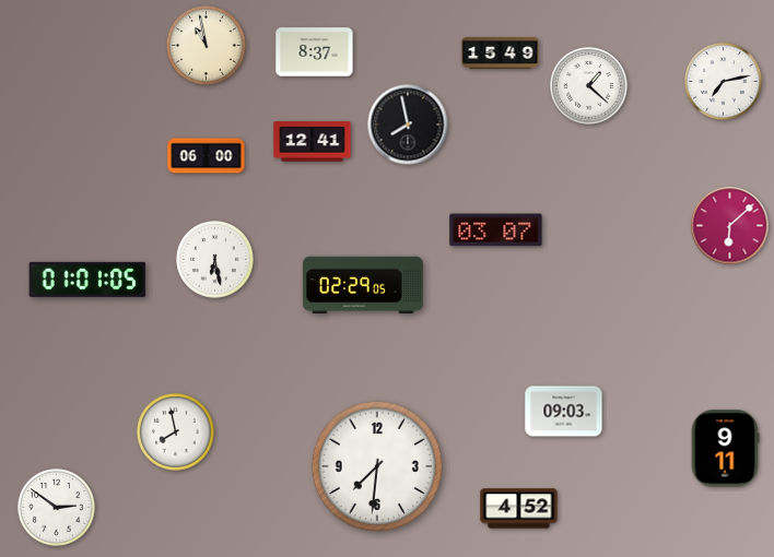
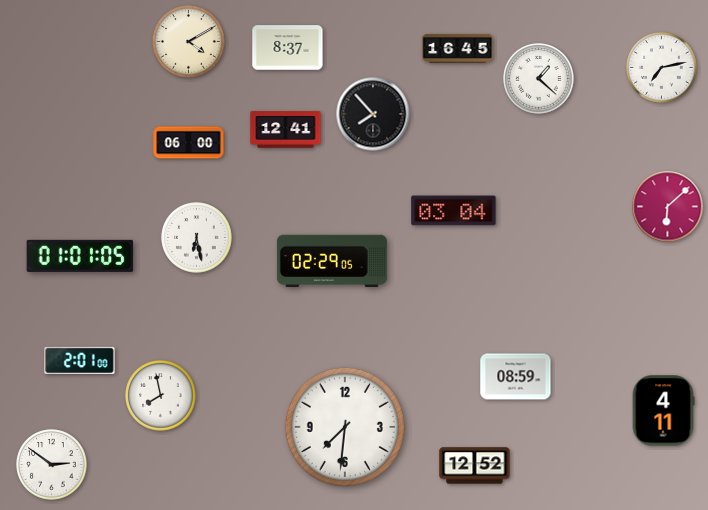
clock at (207, 46): 10:58 -> 4:10
clock at (501, 52): 15:49 -> 16:45
clock at (724, 82) position: (724, 82) -> (662, 68)
clock at (408, 125): 7:58 -> 7:53
clock at (496, 230): 03:07 -> 03:04
clock at (80, 360): none -> 2:01
clock at (564, 412): 09:03 -> 08:59
clock at (725, 449): 9:11 -> 4:11
clock at (519, 509): 4:52 -> 12:52
